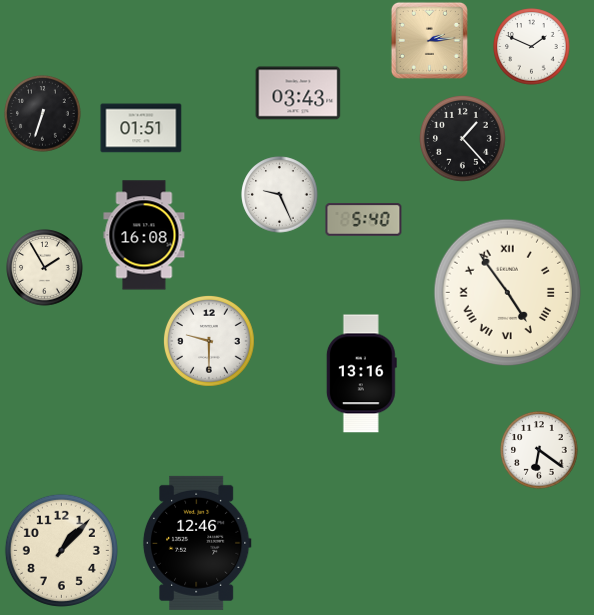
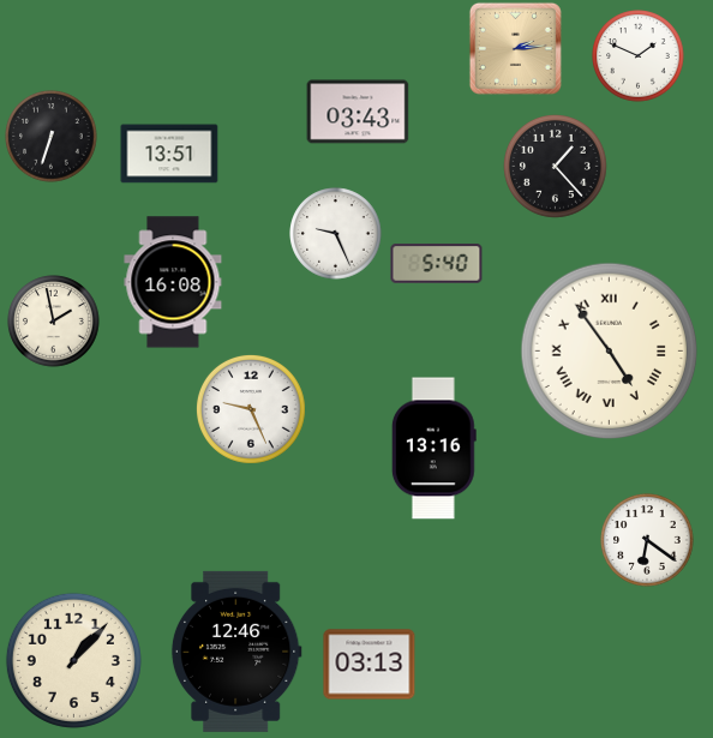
clock at (141, 128): 01:51 -> 13:51
clock at (45, 268): 1:55 -> 1:58
clock at (209, 341): 9:30 -> 9:26
clock at (370, 665): none -> 03:13
